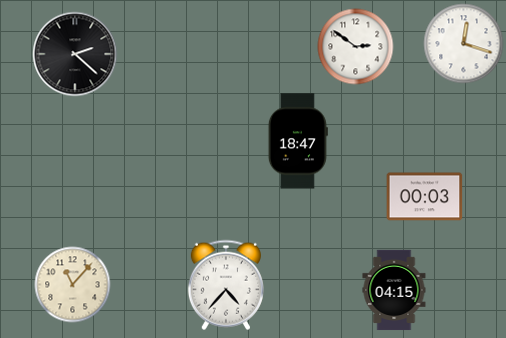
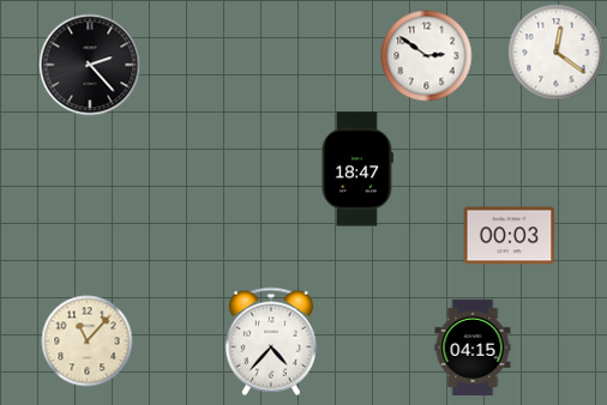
clock at (464, 44): 12:18 -> 12:21
clock at (75, 54): 2:22 -> 2:23
